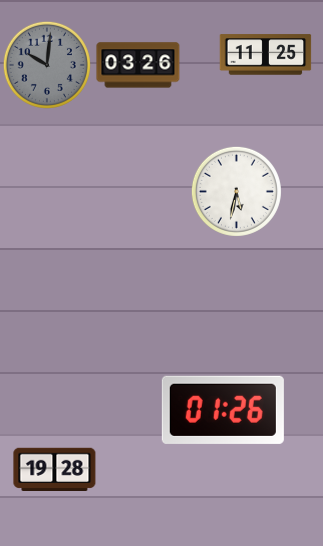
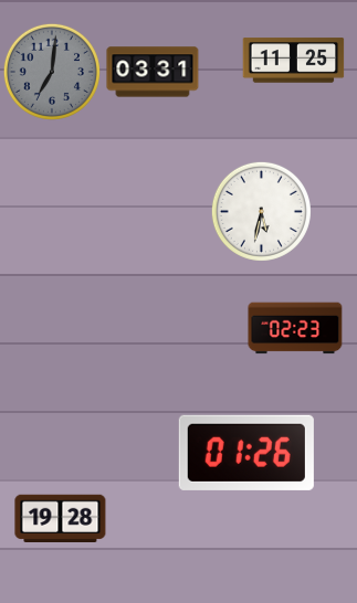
clock at (47, 65): 10:01 -> 7:01
clock at (138, 65): 03:26 -> 03:31
clock at (295, 328): none -> 02:23
